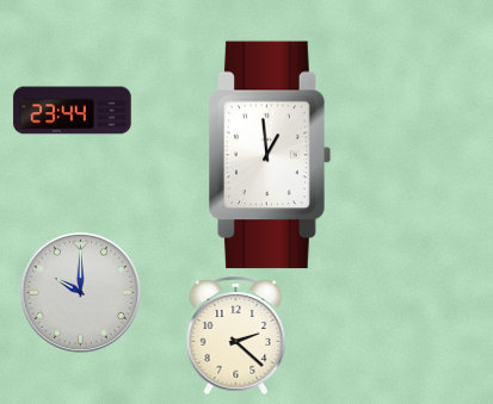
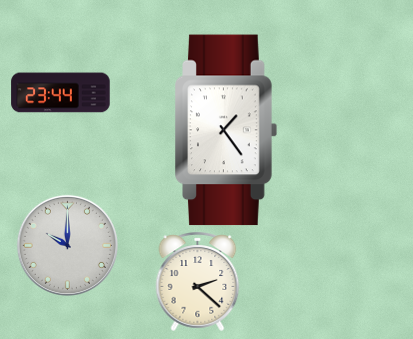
clock at (270, 155): 12:59 -> 1:24
